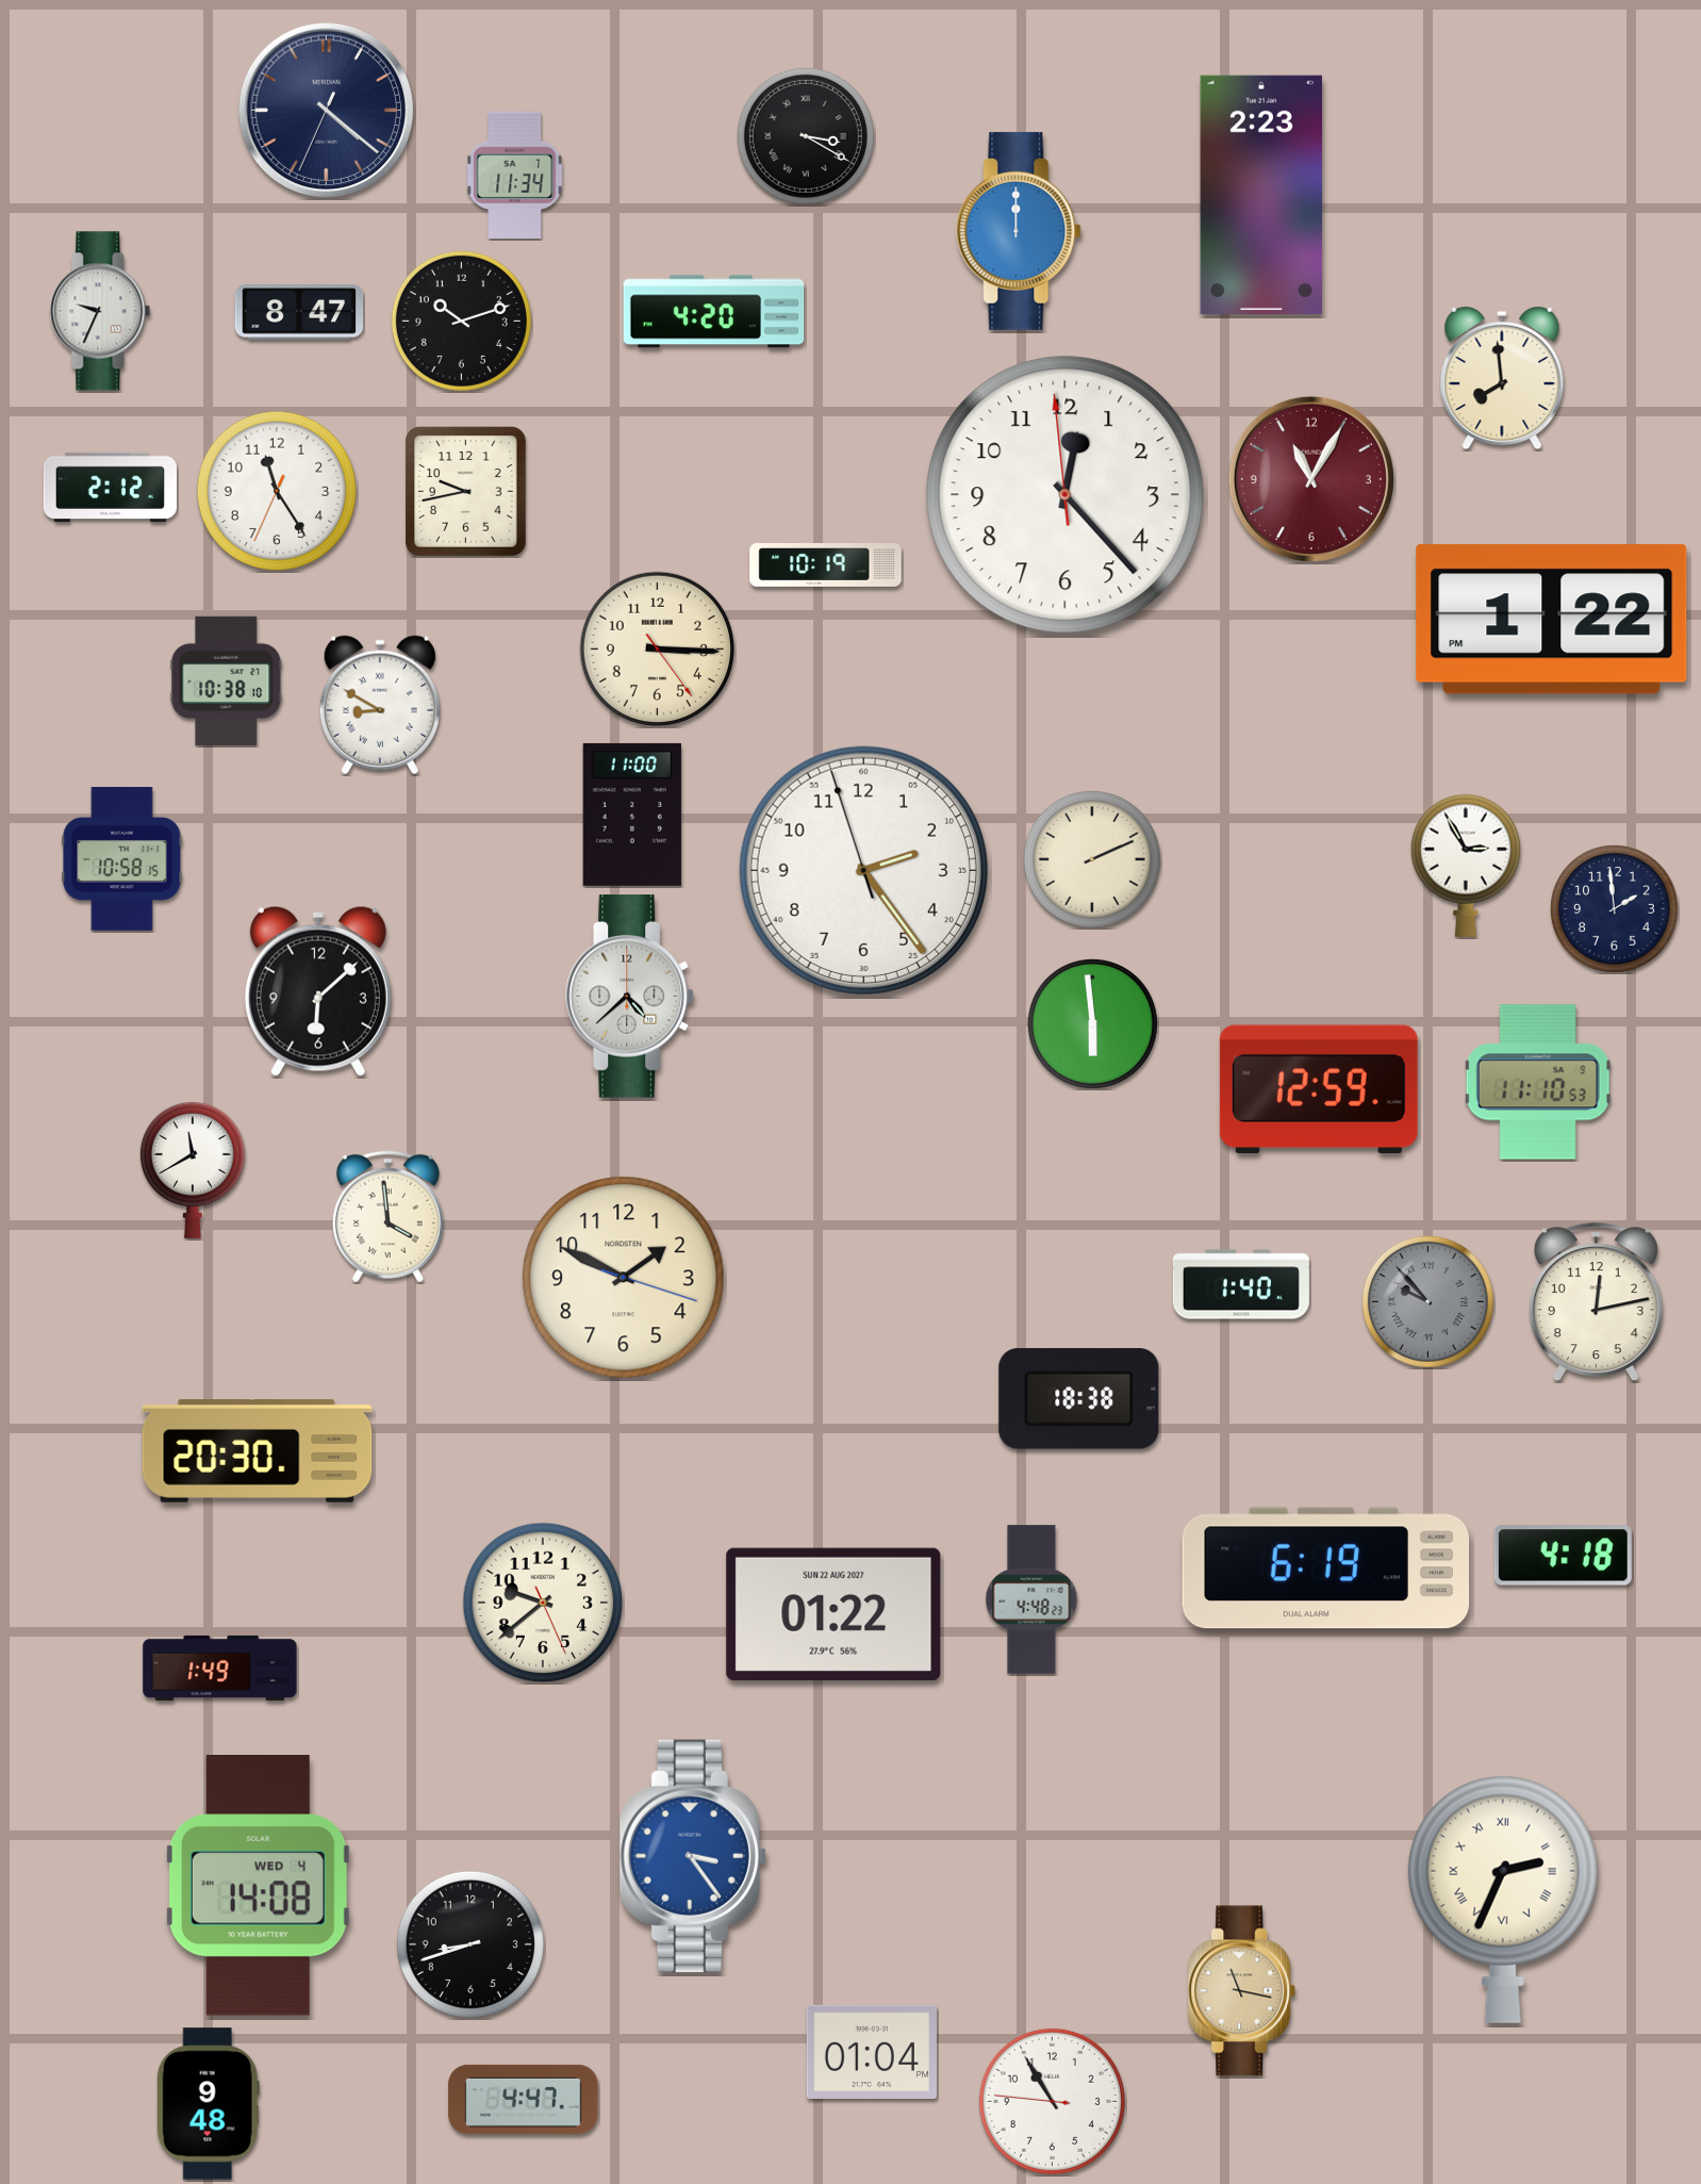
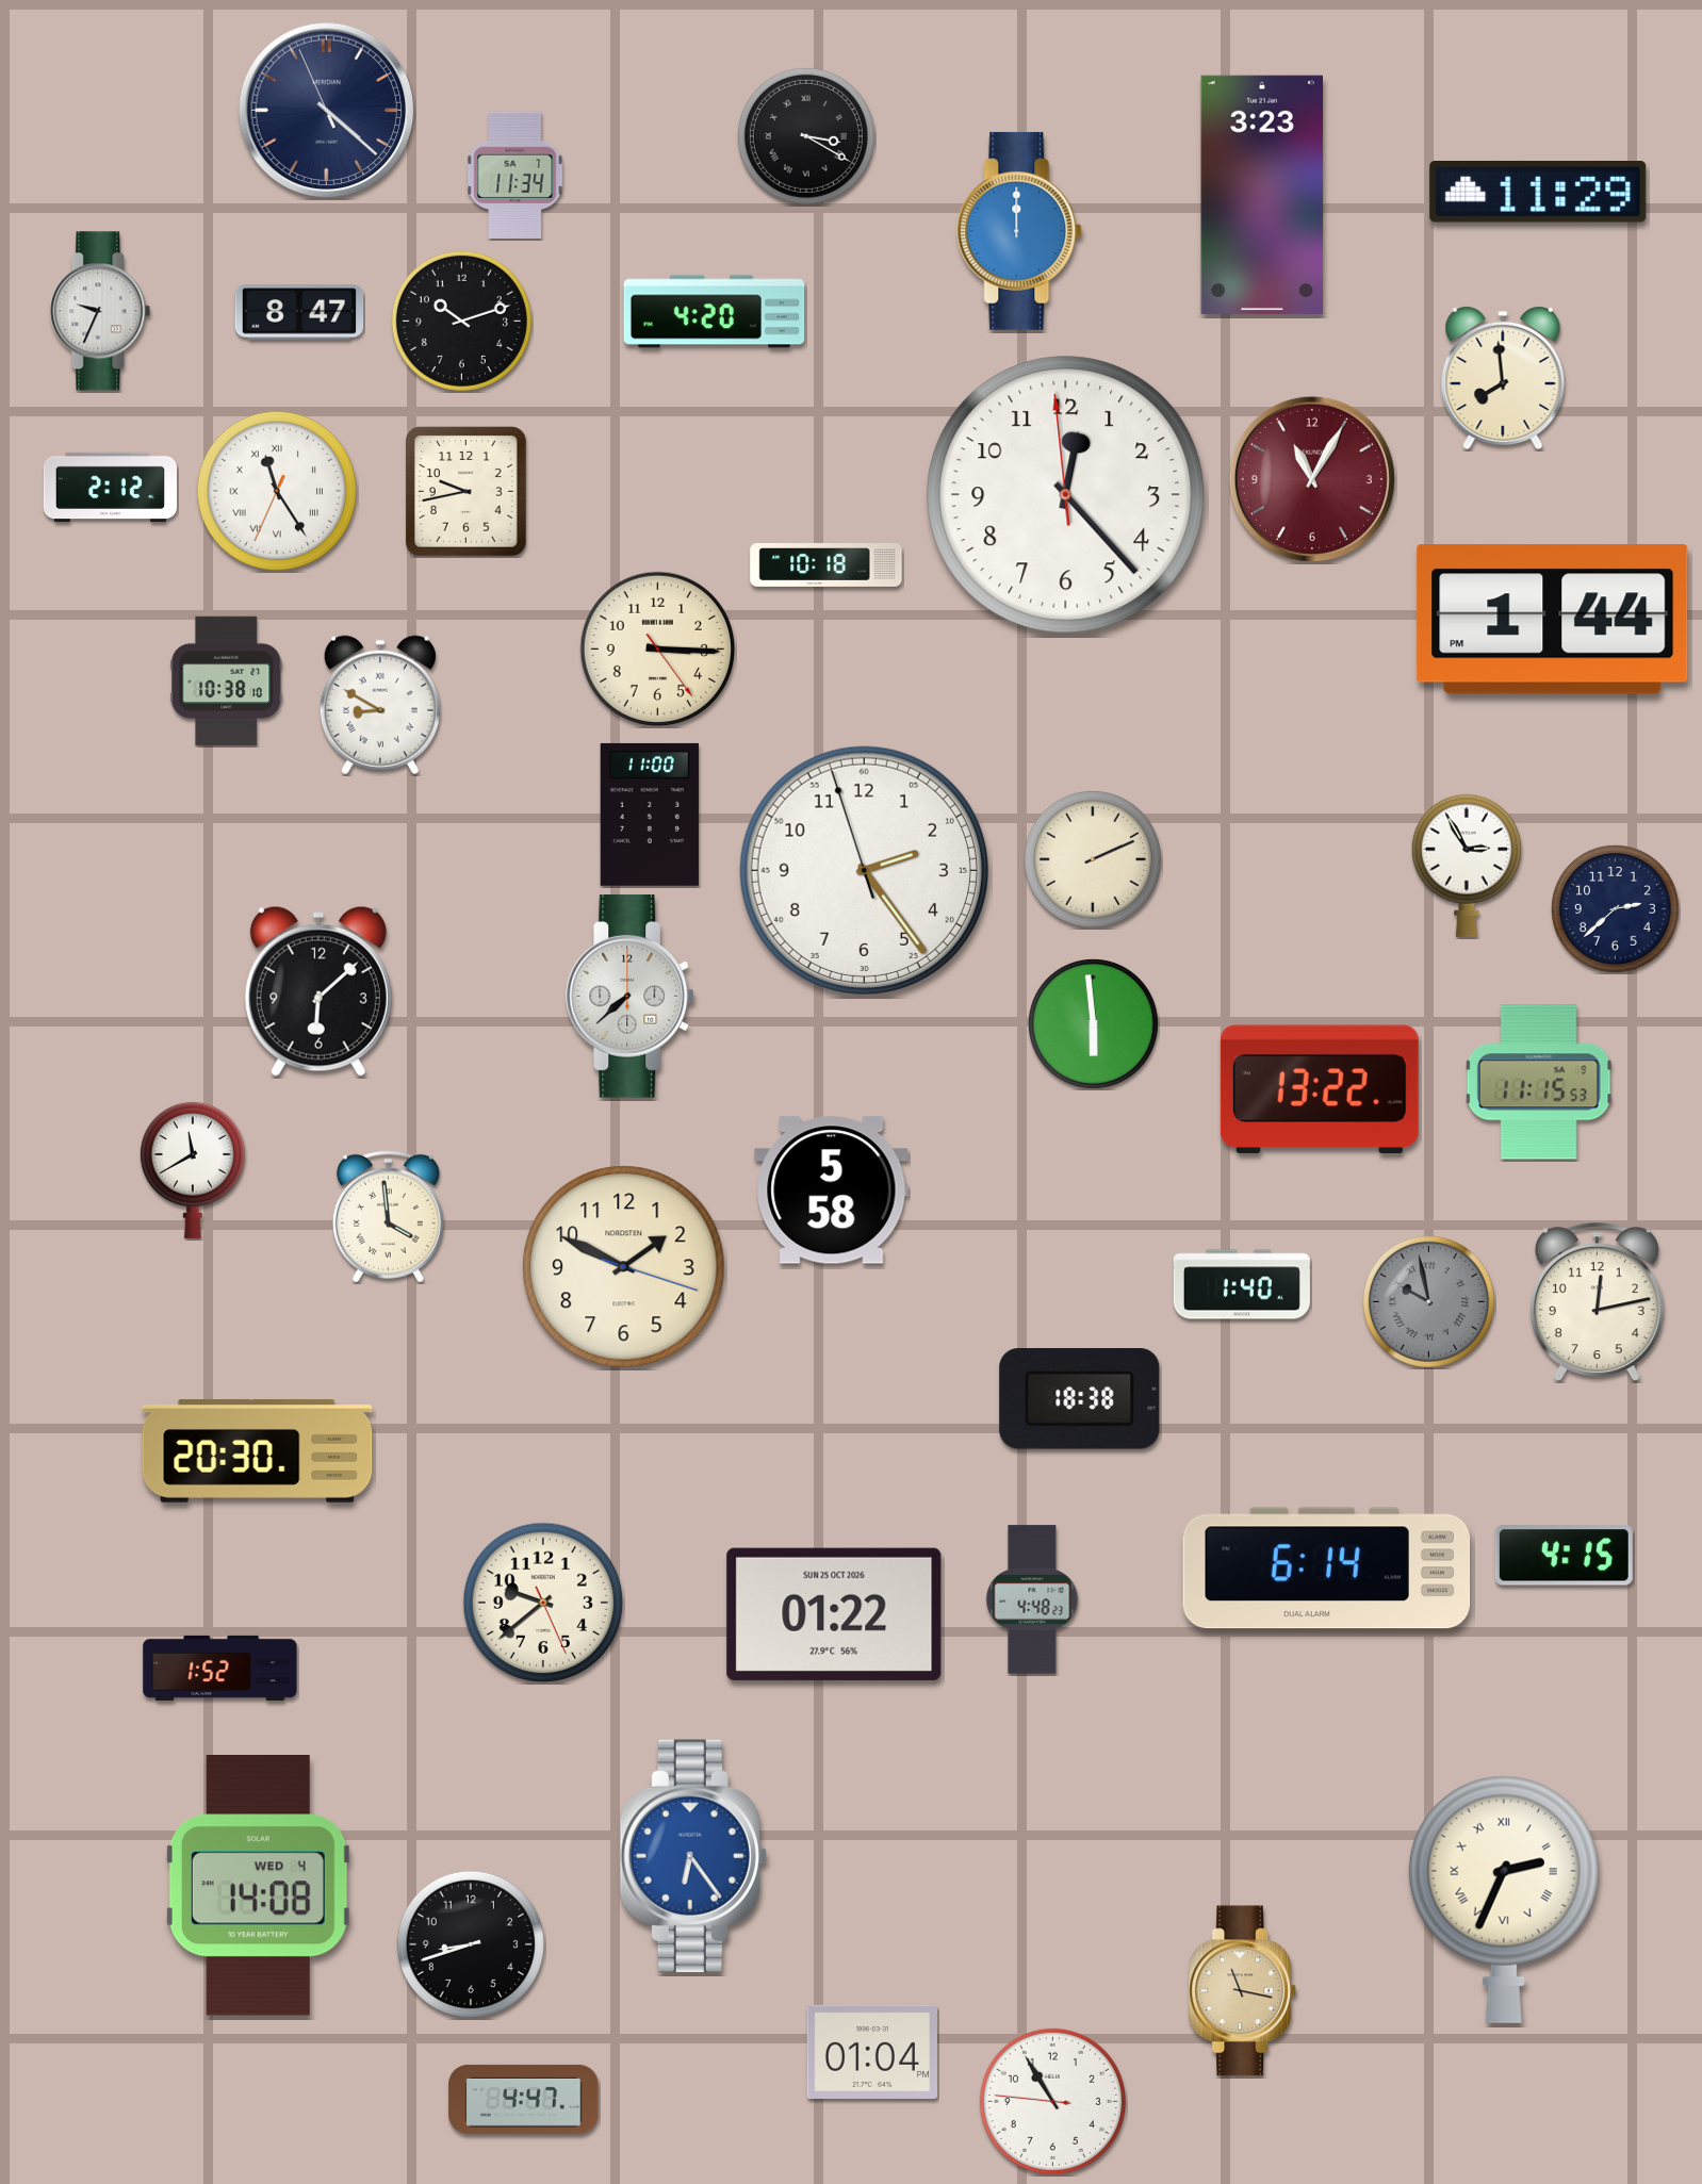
clock at (327, 111): 4:21:34 -> 4:21:56
clock at (1538, 193): none -> 11:29
clock at (1261, 195): 2:23 -> 3:23
clock at (277, 491) numerals: Arabic -> Roman
clock at (826, 565): 10:19 -> 10:18
clock at (1552, 620): 1:22 -> 1:44
clock at (632, 815) position: (632, 815) -> (650, 815)
clock at (122, 859): 10:58 -> none
clock at (1615, 909): 1:59 -> 2:38
clock at (630, 997): 4:38 -> 7:38
clock at (1538, 1082): 11:10 -> 11:15
clock at (1319, 1088): 12:59 -> 13:22
clock at (832, 1190): none -> 5:58
clock at (624, 1278) position: (624, 1278) -> (624, 1267)
clock at (1427, 1301): 9:53 -> 9:58
clock at (1563, 1556): 4:18 -> 4:15
clock at (1326, 1569): 6:19 -> 6:14
clock at (833, 1614) date: SUN 22 AUG 2027 -> SUN 25 OCT 2026
clock at (220, 1668): 1:49 -> 1:52
clock at (693, 1856): 3:24 -> 6:24
clock at (208, 2104): 9:48 -> none
